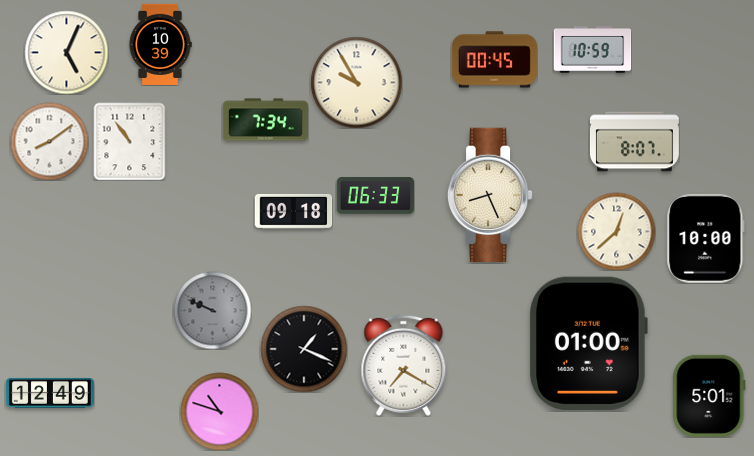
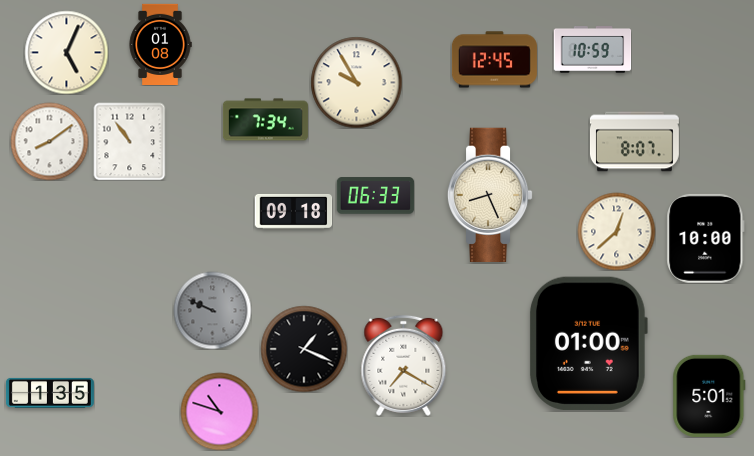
clock at (160, 44): 10:39 -> 01:08
clock at (494, 60): 00:45 -> 12:45
clock at (50, 393): 12:49 -> 1:35
